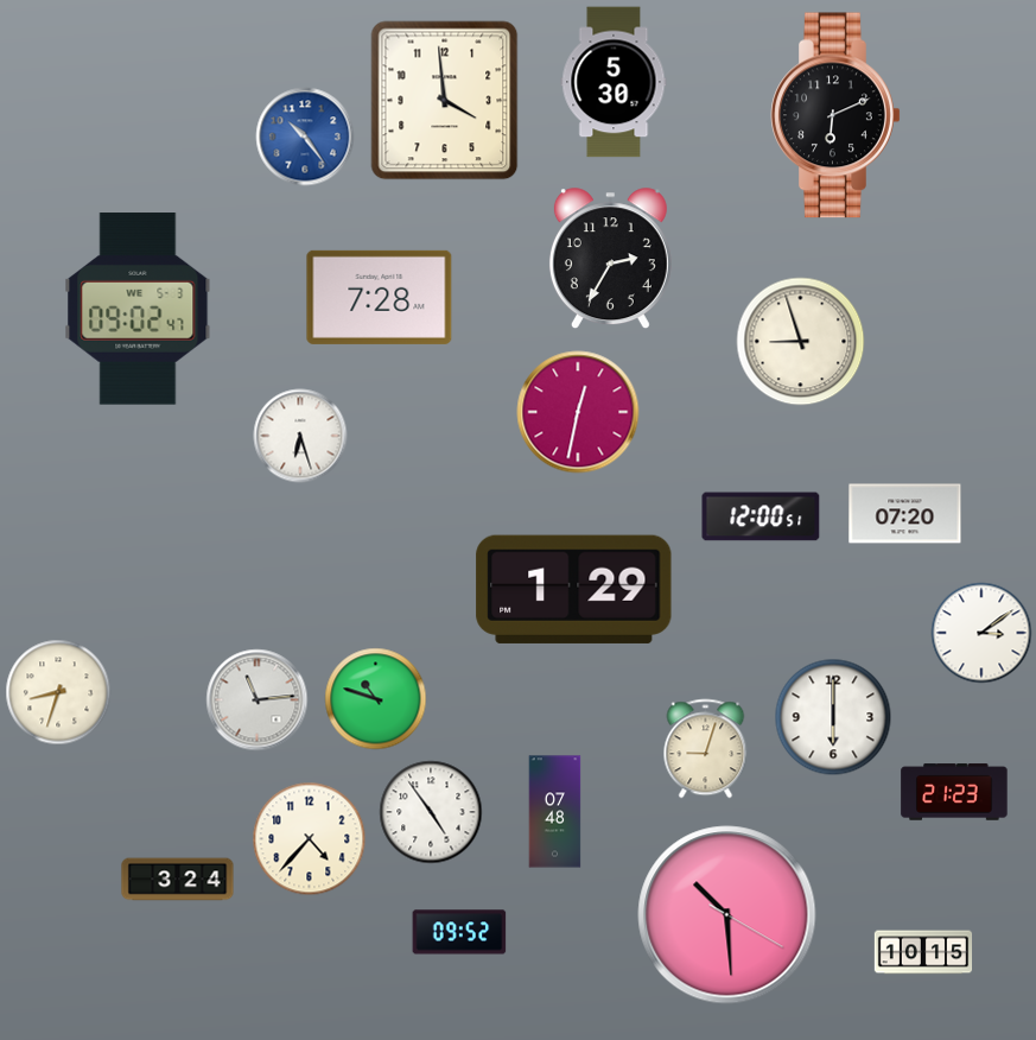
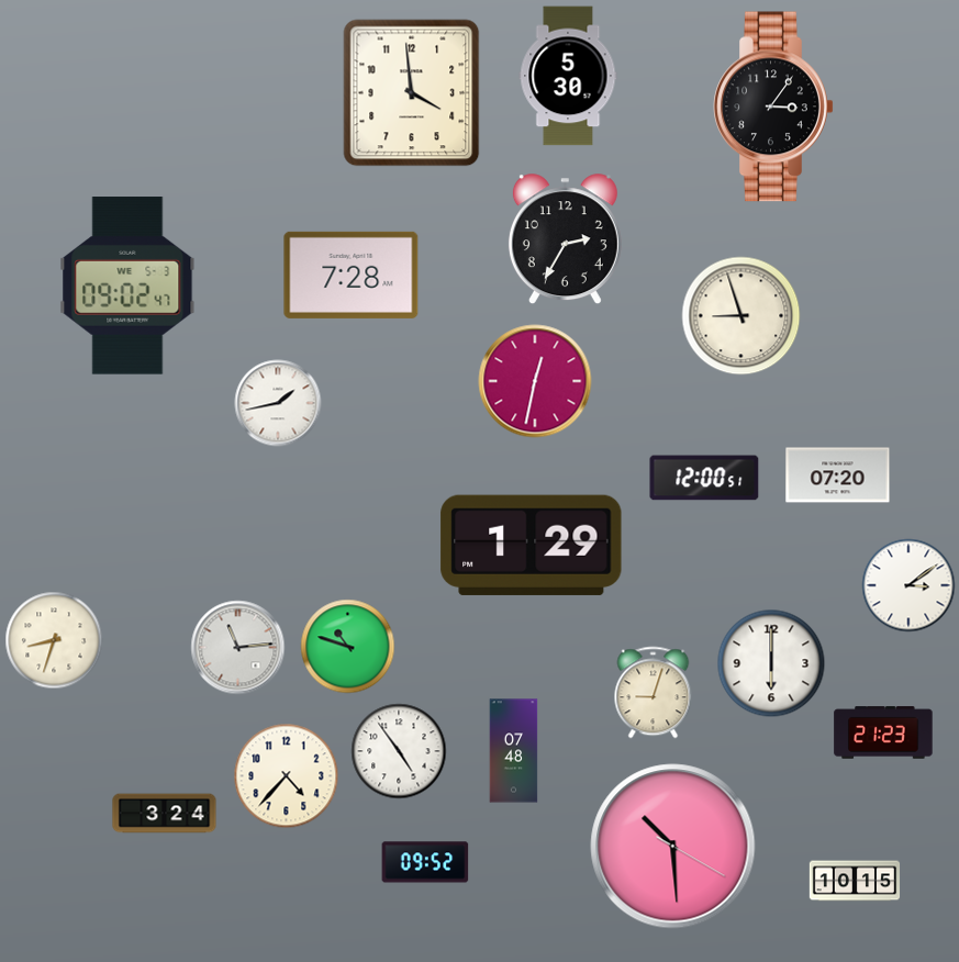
clock at (835, 115): 6:11 -> 3:06
clock at (305, 137): 10:24 -> none
clock at (300, 436): 6:27 -> 1:43
